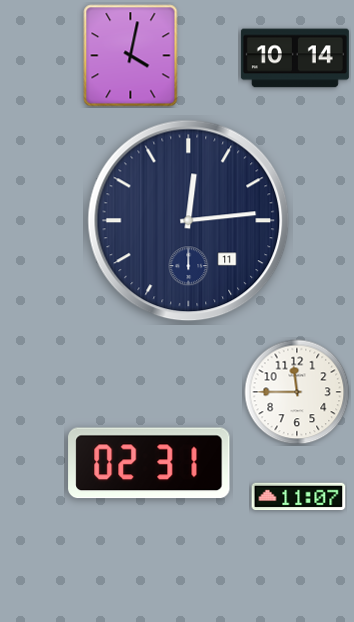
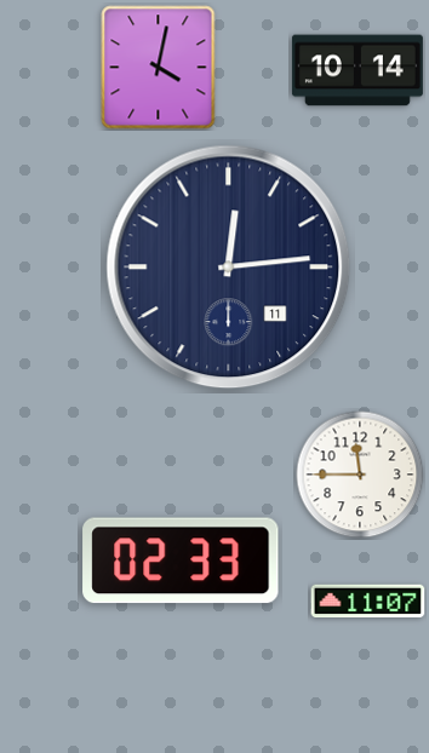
clock at (149, 463): 02:31 -> 02:33
clock at (299, 497) position: (299, 497) -> (368, 602)
